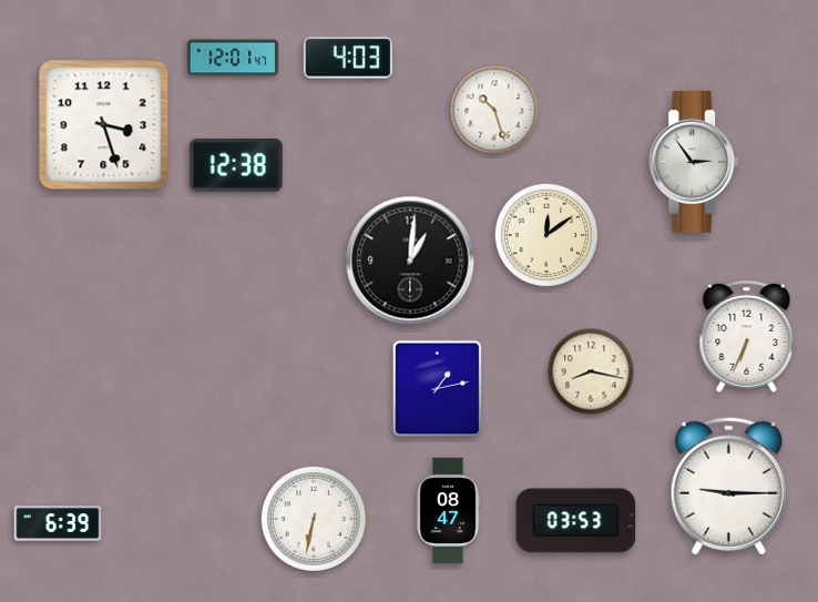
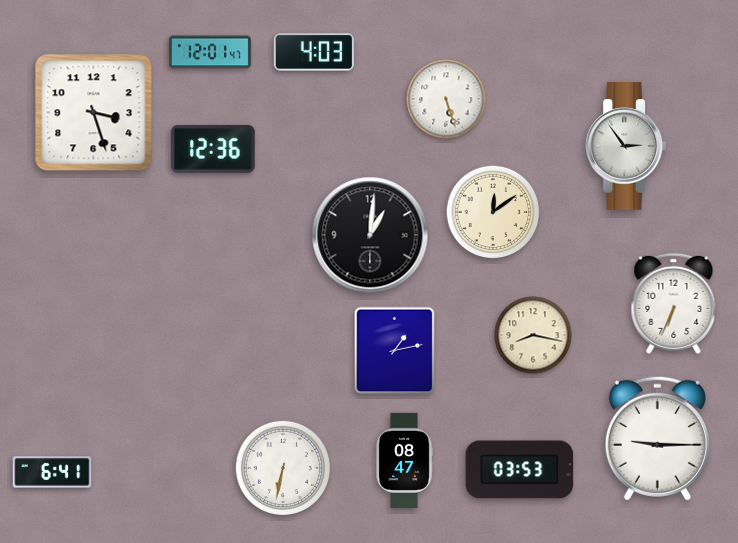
clock at (494, 110): 10:27 -> 5:27
clock at (237, 165): 12:38 -> 12:36
clock at (58, 523): 6:39 -> 6:41
